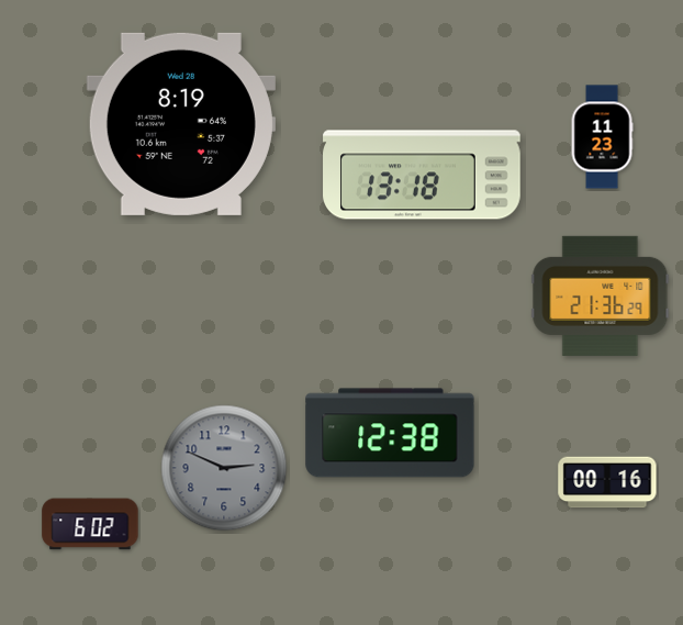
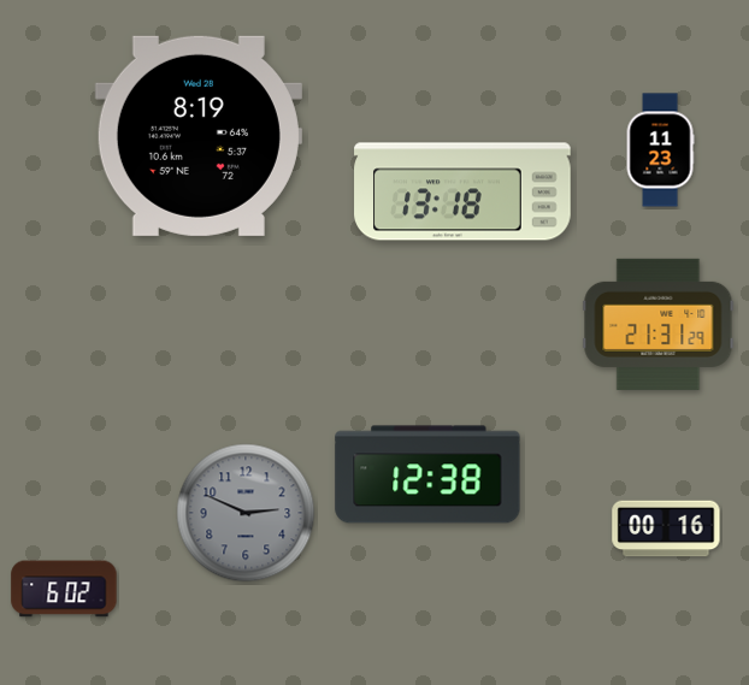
clock at (601, 295): 21:36 -> 21:31
clock at (90, 524) position: (90, 524) -> (64, 589)
